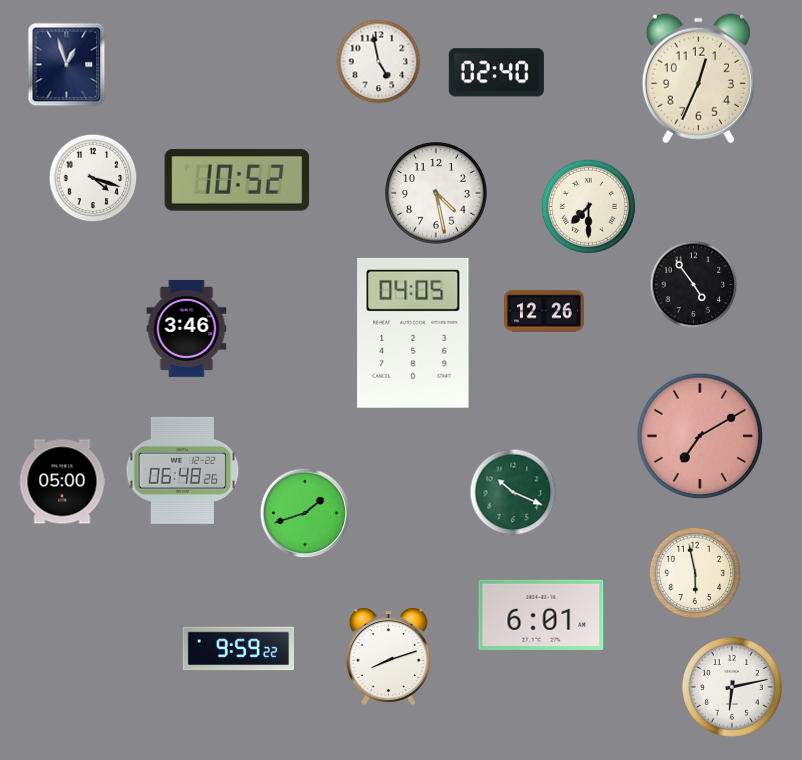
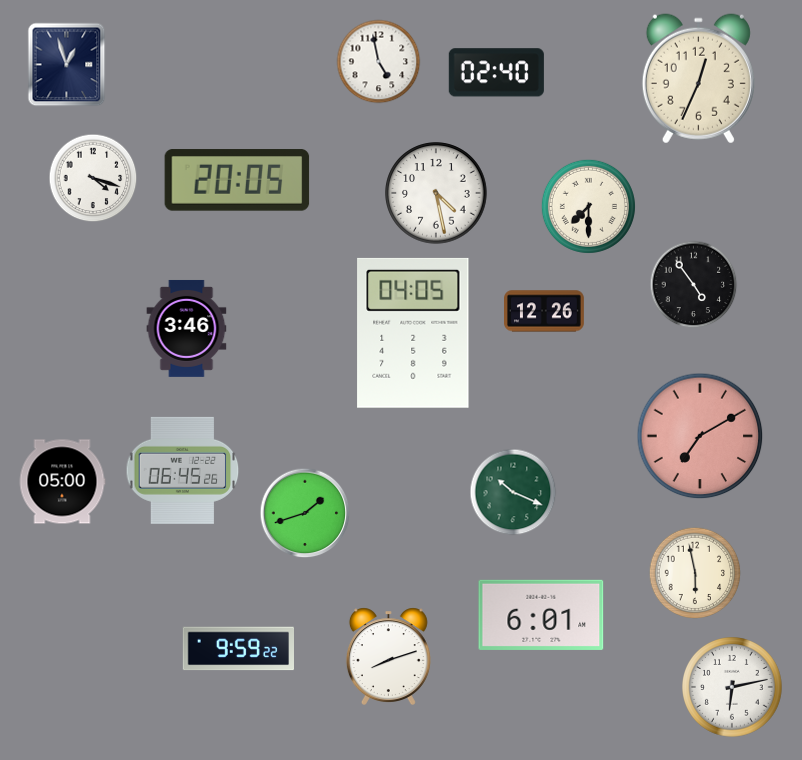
clock at (237, 180): 10:52 -> 20:05
clock at (183, 470): 06:48 -> 06:45
